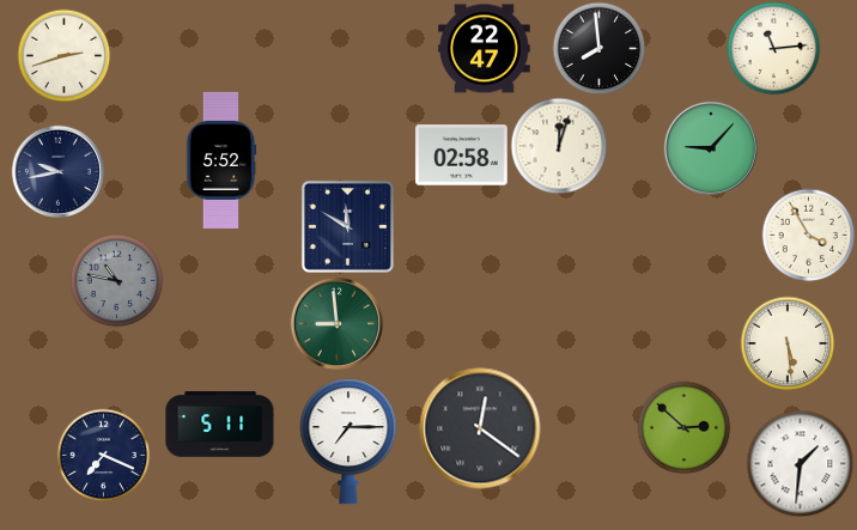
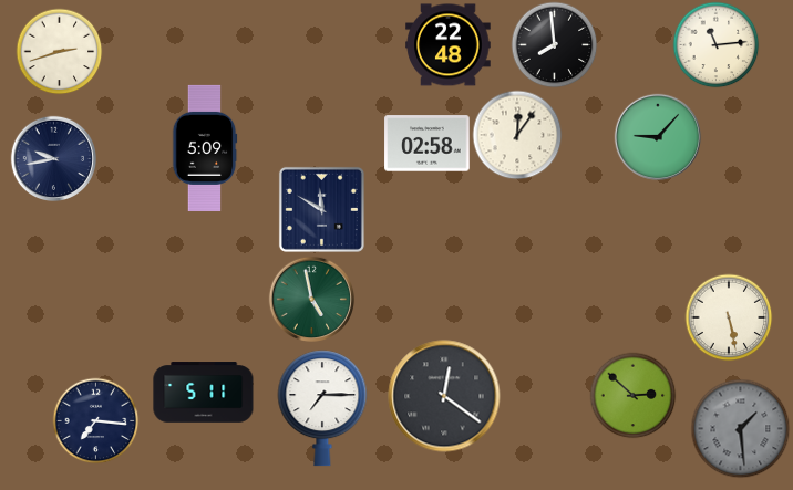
clock at (485, 49): 22:47 -> 22:48
clock at (559, 146): 12:03 -> 12:06
clock at (221, 160): 5:52 -> 5:09
clock at (808, 234): 3:55 -> none
clock at (116, 280): 10:47 -> none
clock at (336, 323): 8:59 -> 4:58
clock at (788, 343): 5:29 -> 5:28
clock at (103, 455): 7:19 -> 7:16
clock at (800, 463): 1:31 -> 1:29
clock at (800, 463) dial: white -> grey
